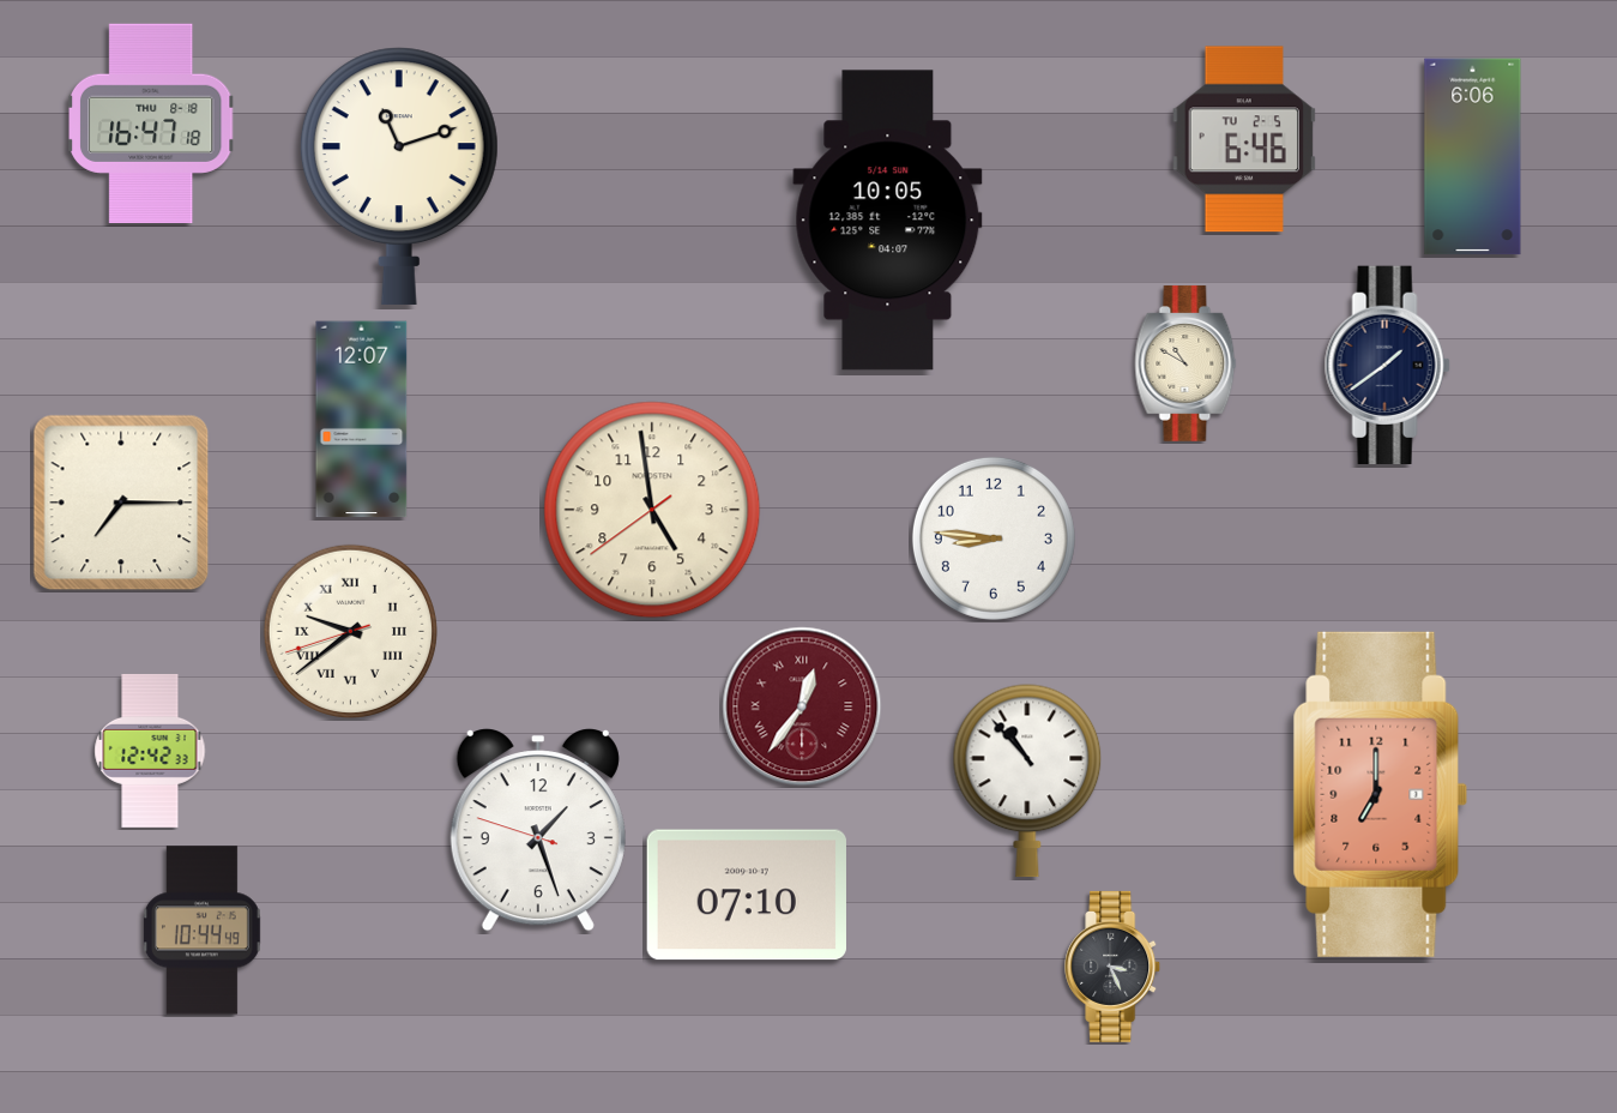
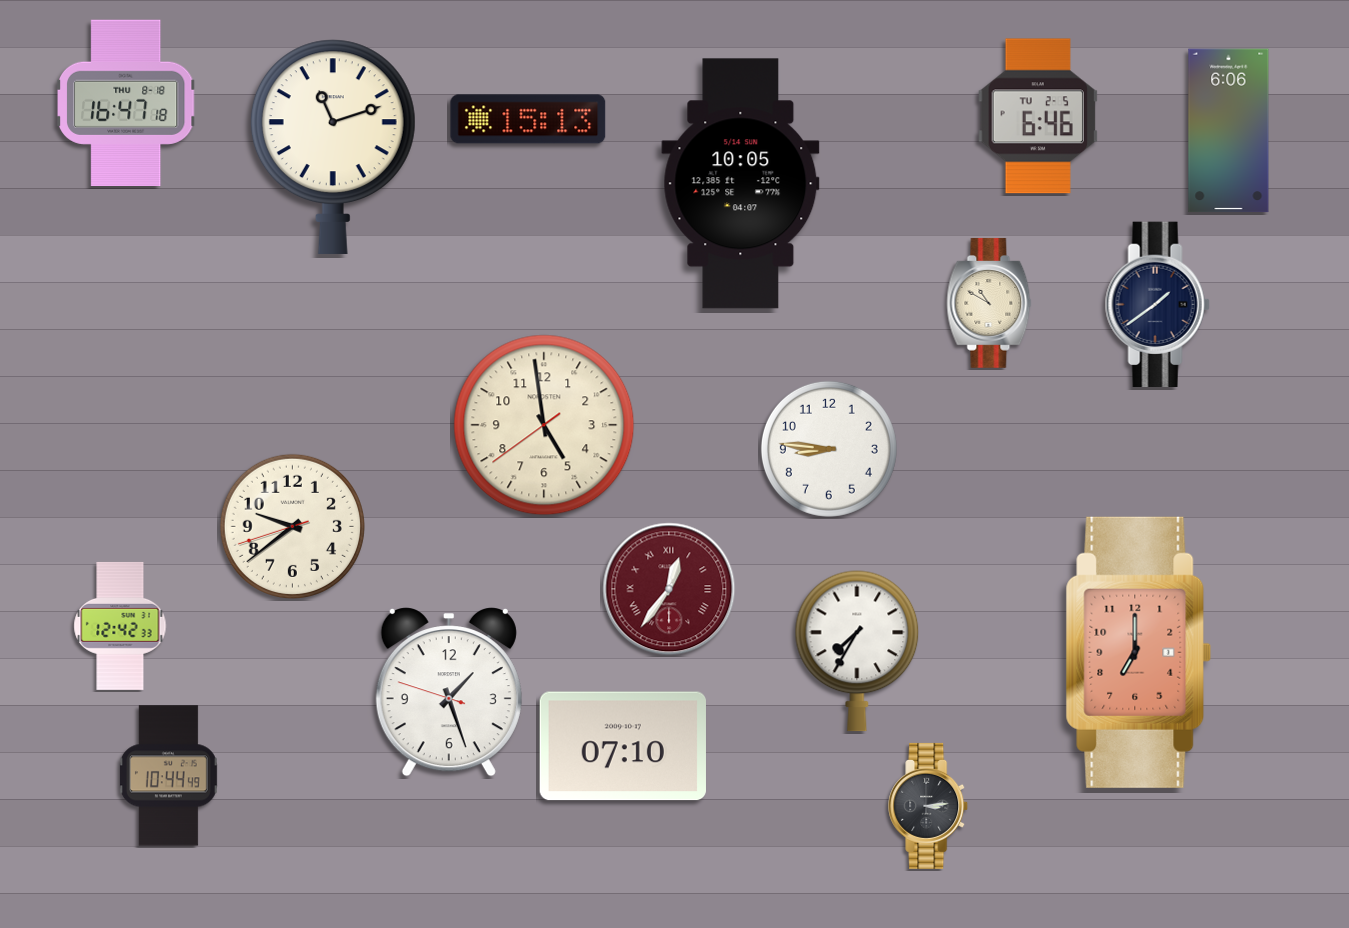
clock at (528, 119): none -> 15:13
clock at (362, 420): 12:07 -> none
clock at (121, 503): 7:15 -> none
clock at (350, 631) numerals: Roman -> Arabic
clock at (150, 751) position: (150, 751) -> (120, 626)
clock at (1027, 781): 10:53 -> 7:35
clock at (1381, 794) position: (1381, 794) -> (1139, 652)
clock at (1114, 967): 3:26 -> 3:14
